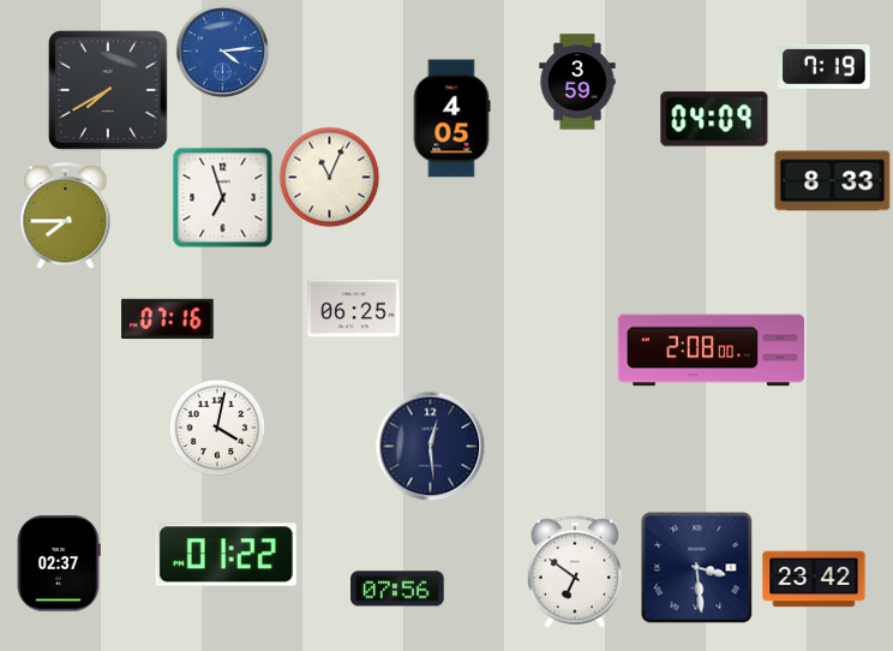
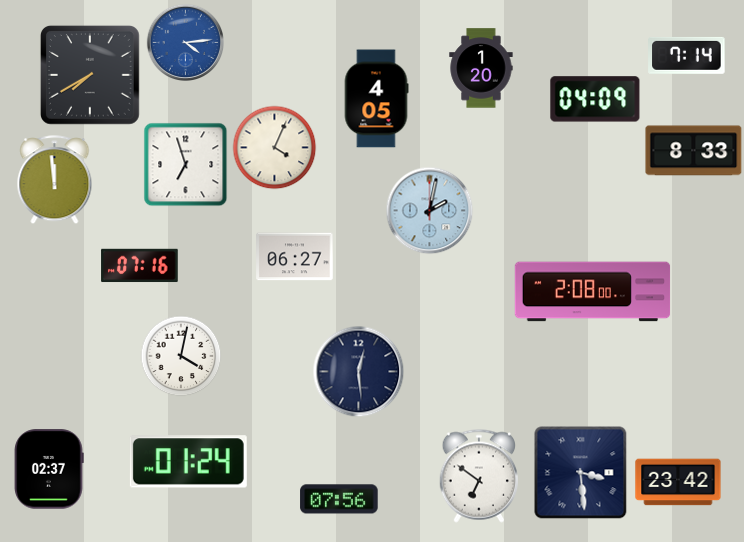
clock at (825, 66): 7:19 -> 7:14
clock at (577, 82): 3:59 -> 1:20
clock at (329, 177): 11:04 -> 4:04
clock at (66, 216): 7:45 -> 11:59
clock at (429, 210): none -> 2:02
clock at (354, 309): 06:25 -> 06:27
clock at (226, 555): 01:22 -> 01:24
clock at (397, 589) position: (397, 589) -> (339, 499)
